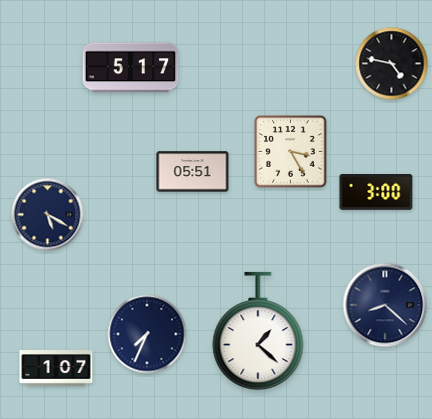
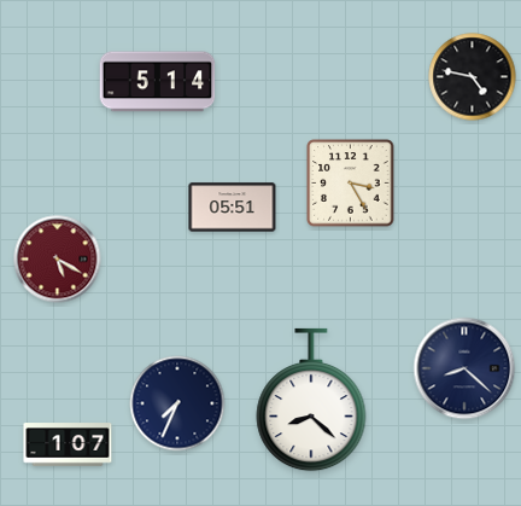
clock at (131, 68): 5:17 -> 5:14
clock at (376, 192): 3:00 -> none
clock at (48, 215) dial: navy -> burgundy
clock at (258, 331): 1:22 -> 8:22
